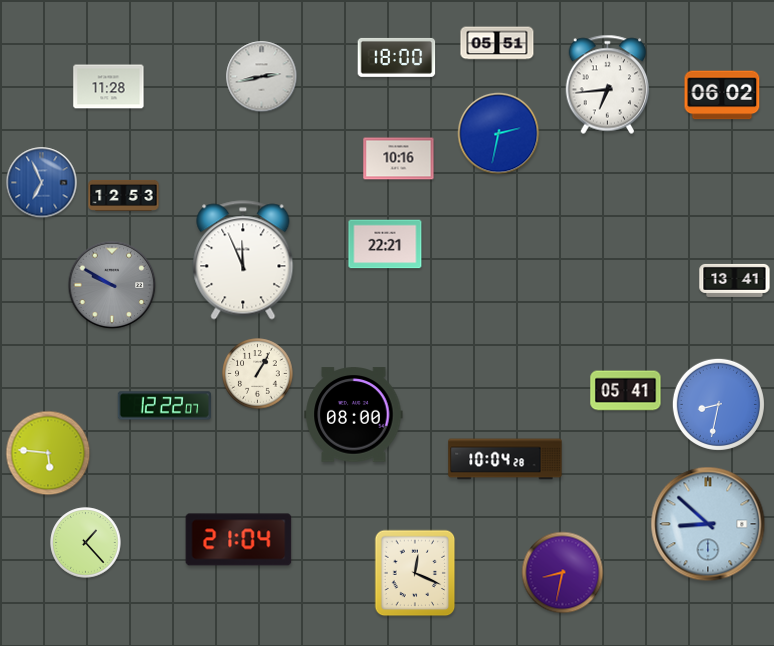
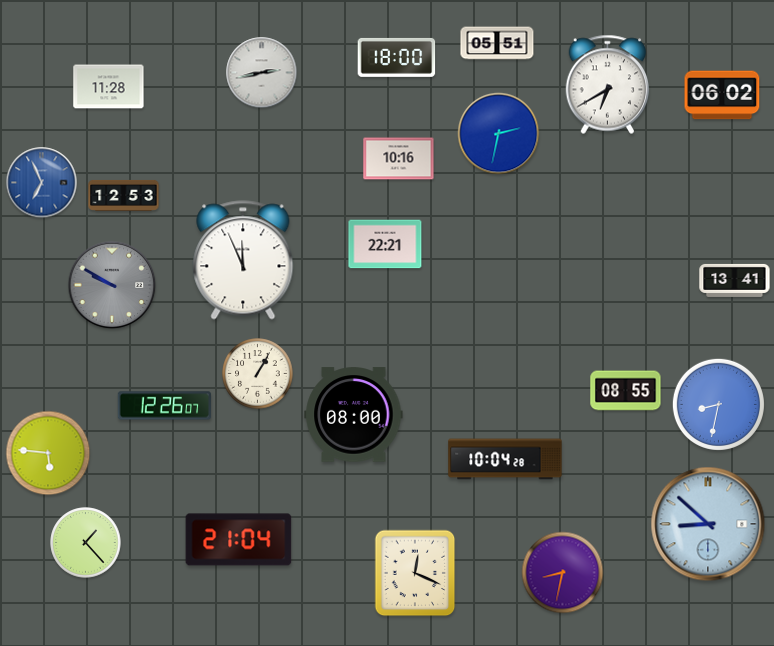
clock at (262, 77) position: (262, 77) -> (262, 73)
clock at (608, 85): 6:44 -> 6:40
clock at (626, 391): 05:41 -> 08:55
clock at (165, 406): 12:22 -> 12:26
